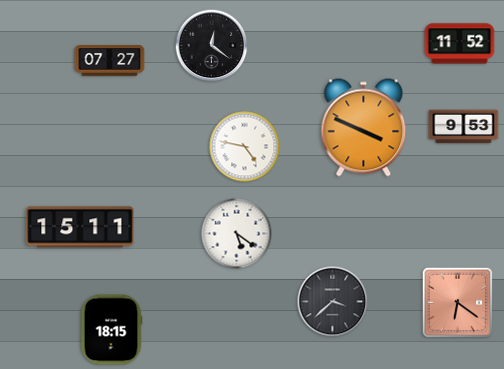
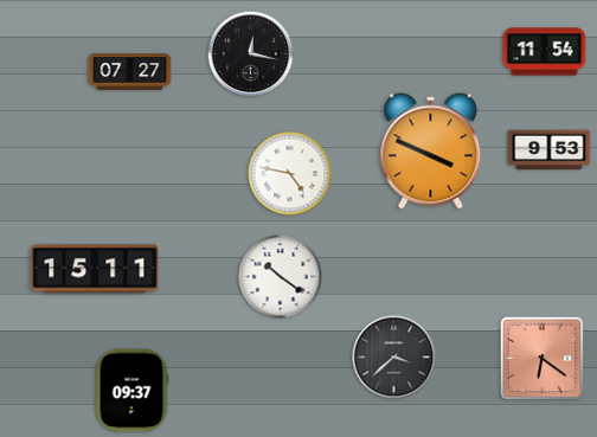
clock at (460, 44): 11:52 -> 11:54
clock at (212, 46): 12:21 -> 12:17
clock at (237, 234): 5:21 -> 10:21
clock at (111, 330): 18:15 -> 09:37
